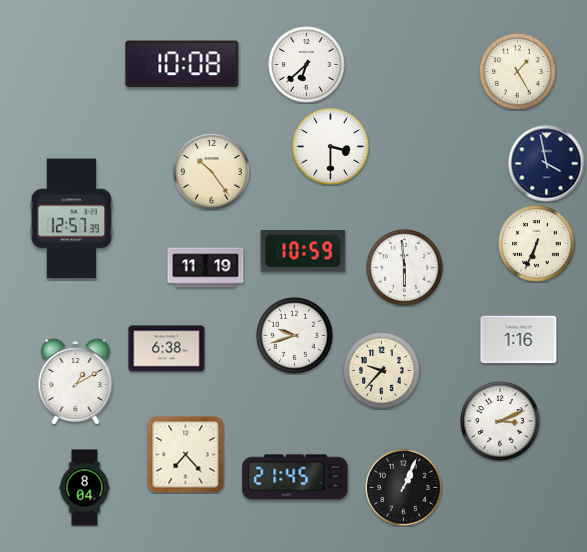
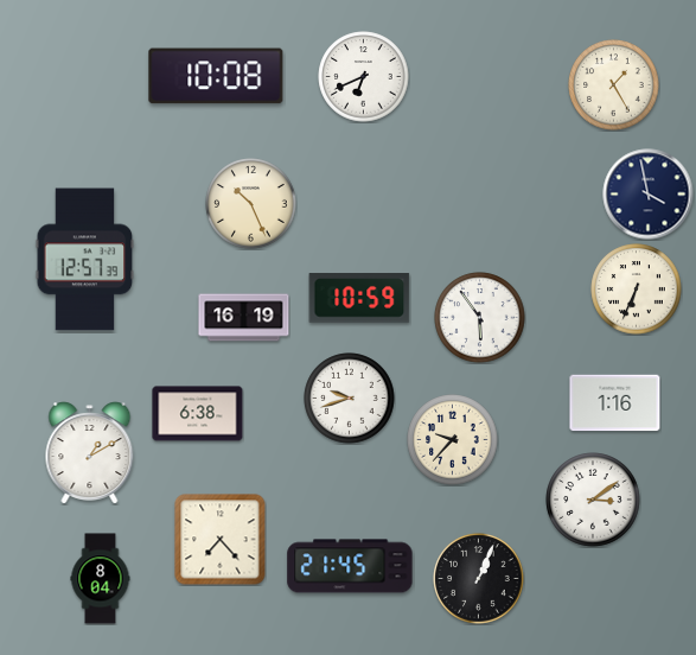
clock at (307, 65): 6:38 -> 6:41
clock at (331, 147): 3:30 -> none
clock at (212, 172): 10:24 -> 10:26
clock at (206, 268): 11:19 -> 16:19
clock at (405, 268): 5:59 -> 5:54
clock at (500, 421): 3:11 -> 3:09
